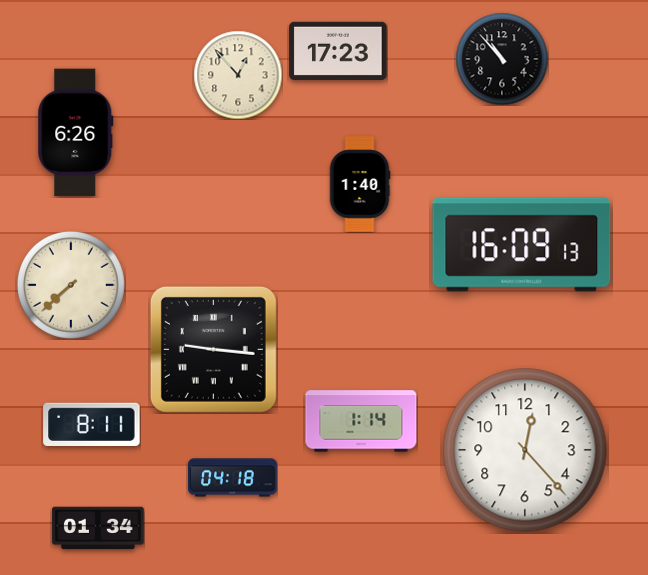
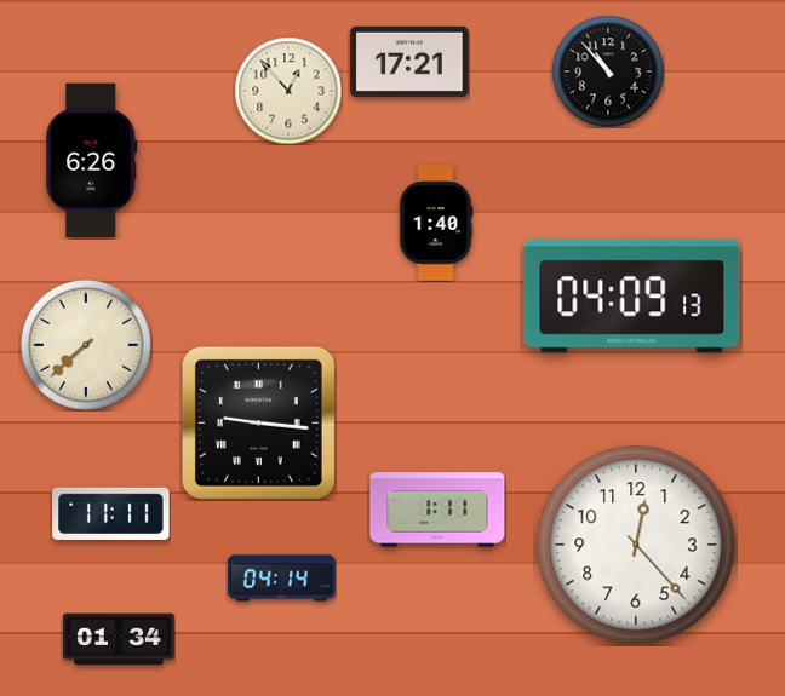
clock at (338, 51): 17:23 -> 17:21
clock at (522, 245): 16:09 -> 04:09
clock at (361, 421): 1:14 -> 1:11
clock at (92, 424): 8:11 -> 11:11
clock at (233, 478): 04:18 -> 04:14
